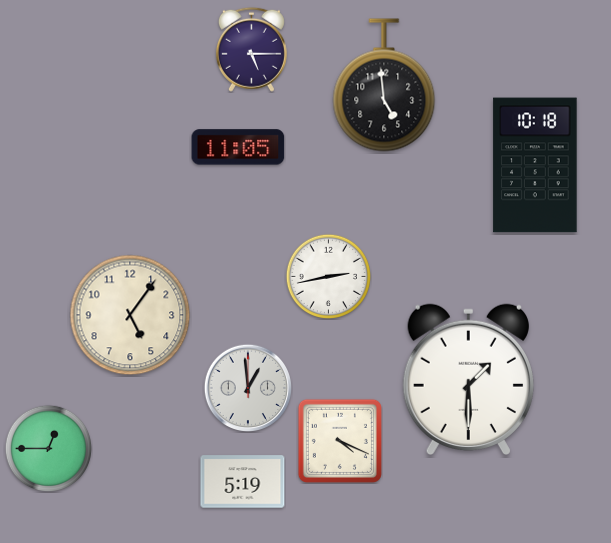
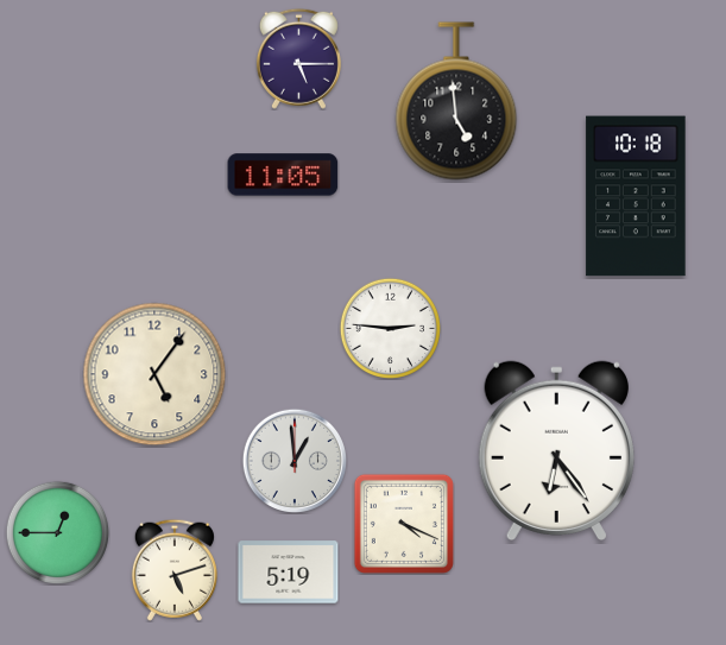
clock at (328, 276): 2:43 -> 2:46
clock at (468, 379): 1:30 -> 6:24
clock at (175, 570): none -> 5:12
